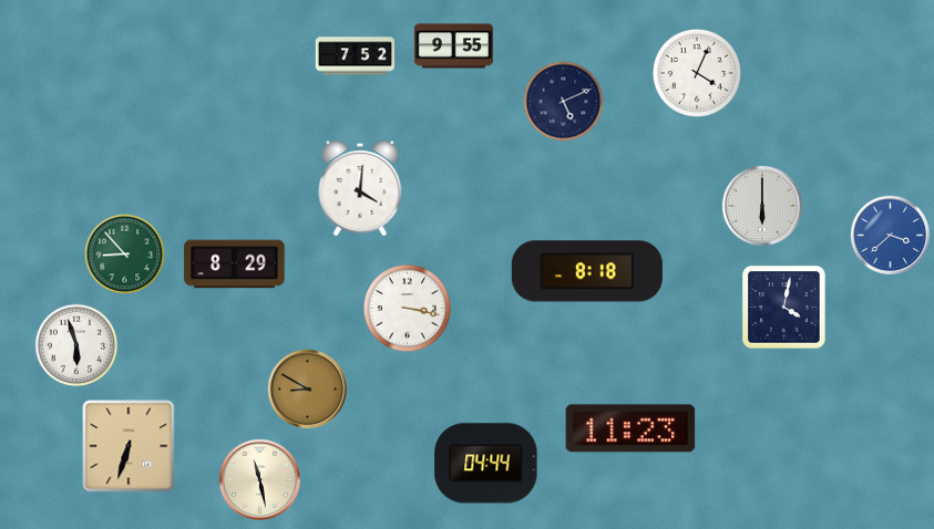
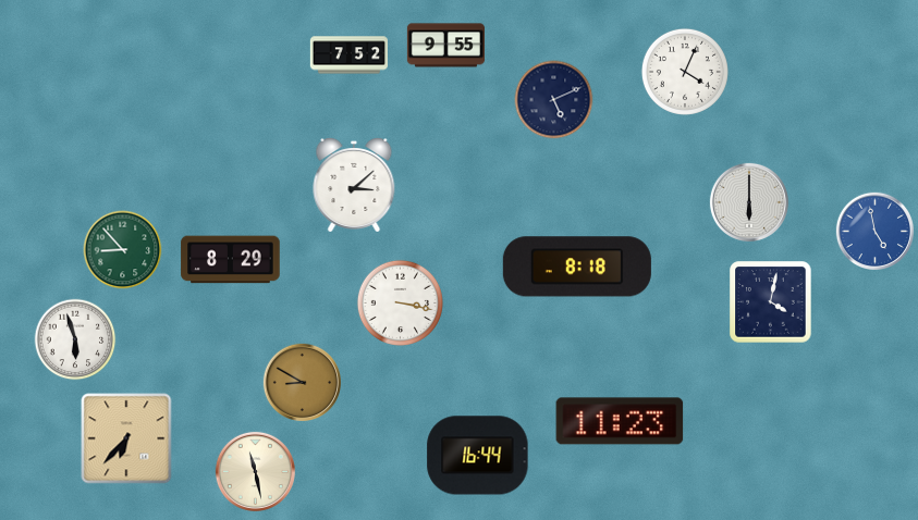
clock at (360, 189): 4:01 -> 3:08
clock at (890, 235): 3:38 -> 4:58
clock at (129, 446): 6:33 -> 6:37
clock at (486, 464): 04:44 -> 16:44
